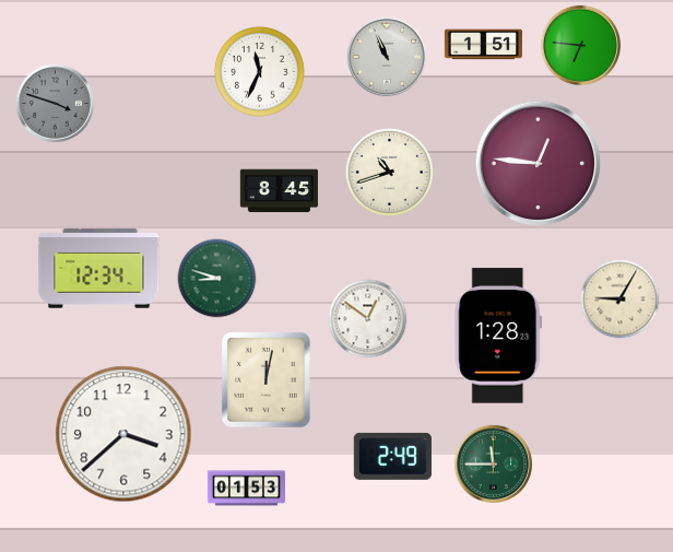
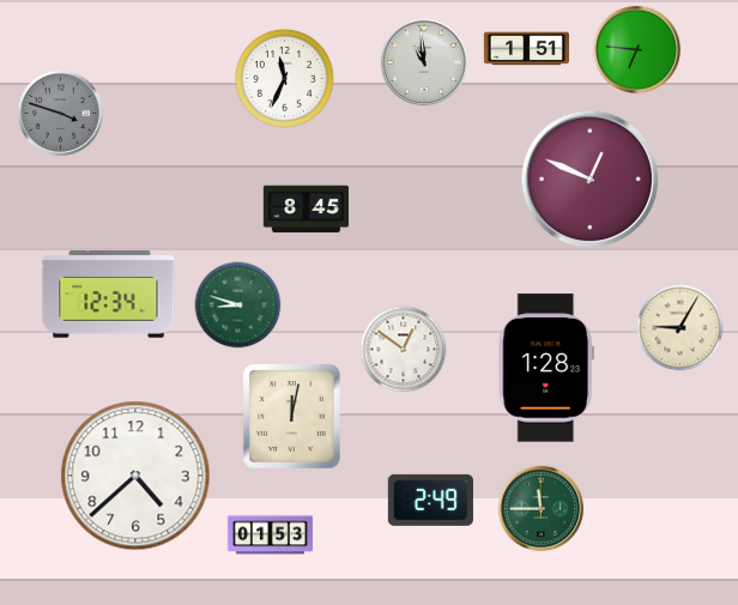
clock at (483, 45) position: (483, 45) -> (526, 49)
clock at (387, 57): 10:56 -> 10:59
clock at (539, 164): 12:46 -> 12:49
clock at (389, 172): 10:42 -> none
clock at (123, 434): 3:38 -> 4:38
